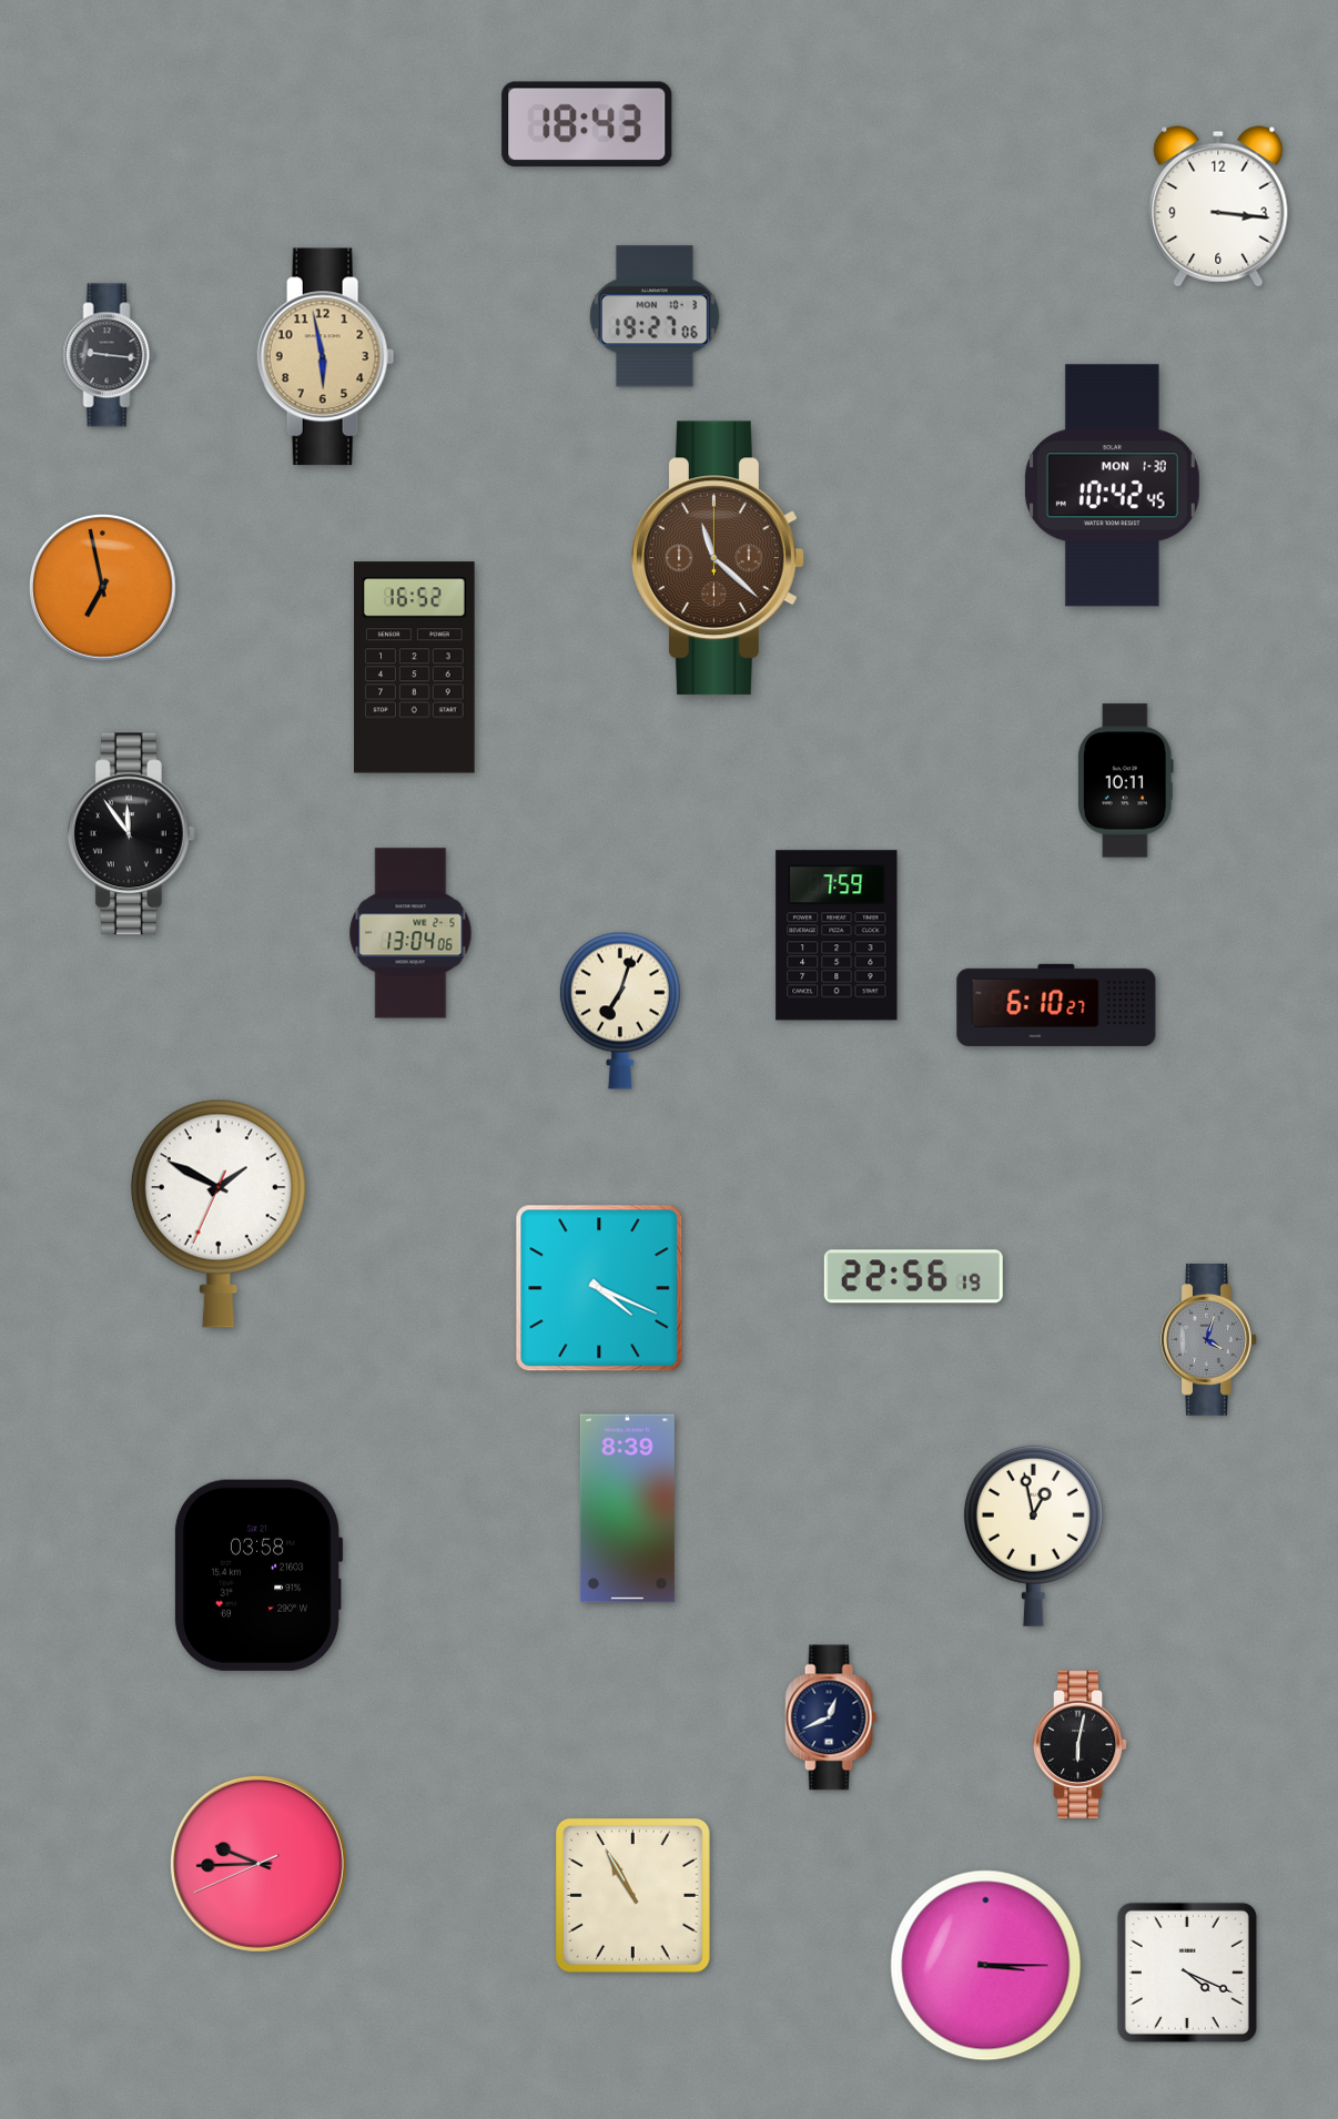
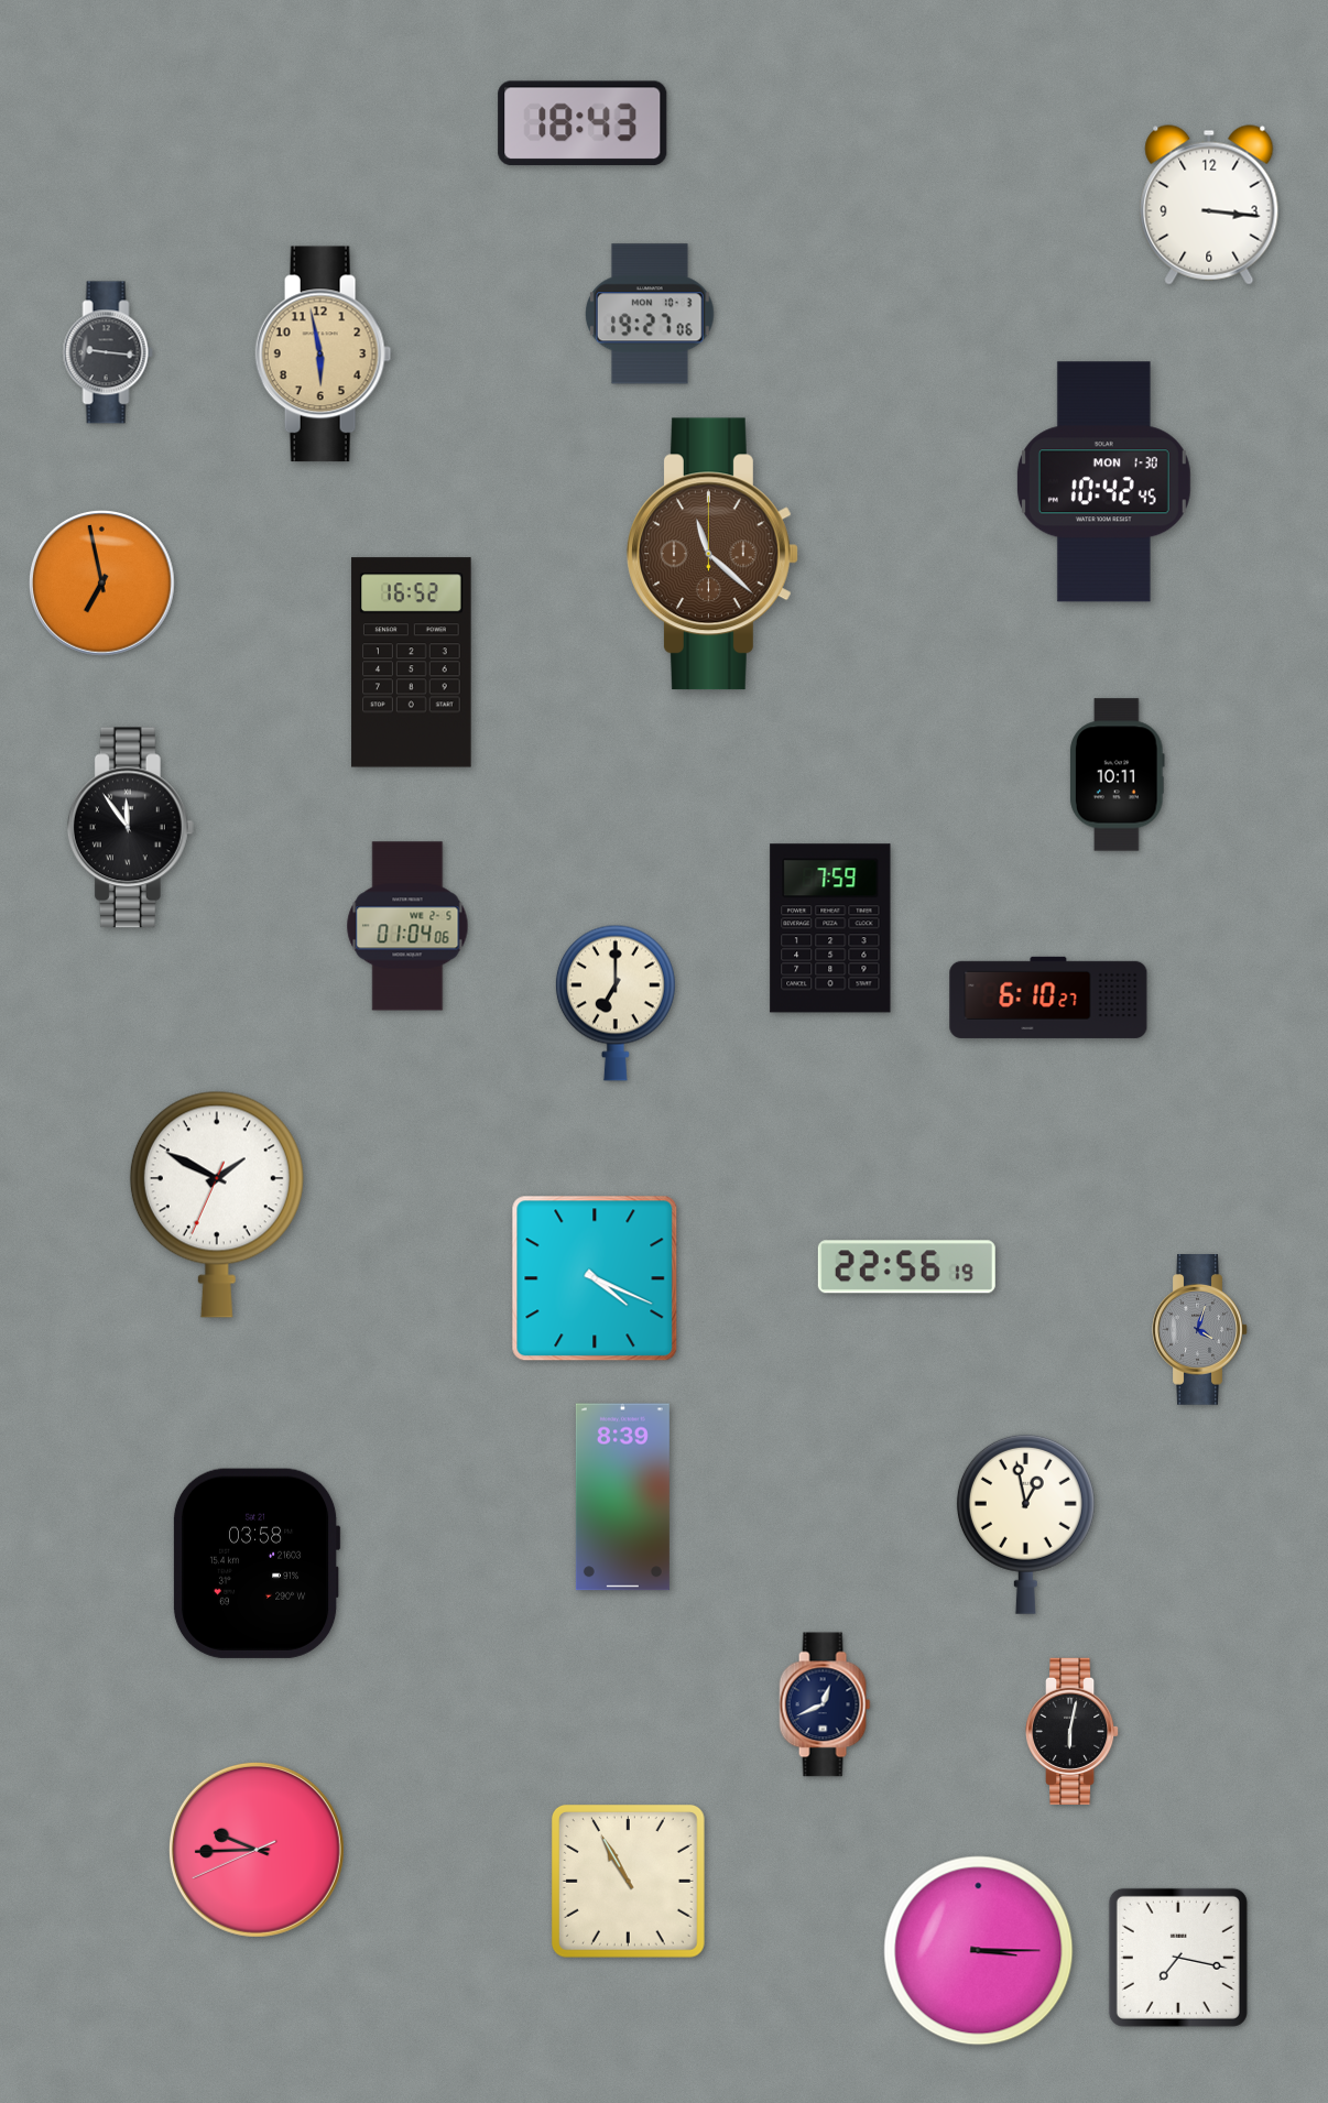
clock at (410, 933): 13:04 -> 01:04
clock at (620, 1011): 7:03 -> 7:00
clock at (1187, 1973): 4:19 -> 7:17
